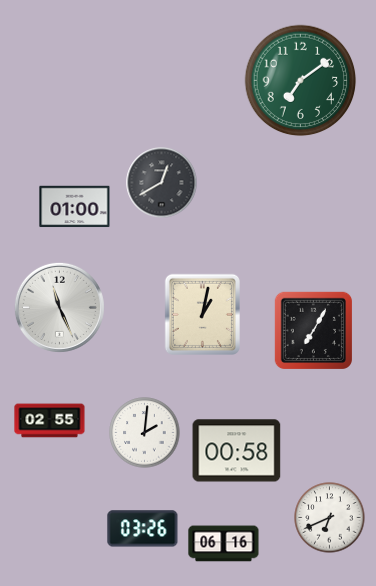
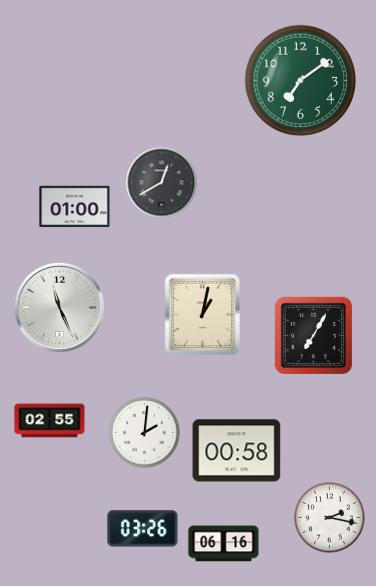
clock at (313, 330) position: (313, 330) -> (313, 335)
clock at (330, 518): 6:41 -> 2:17
